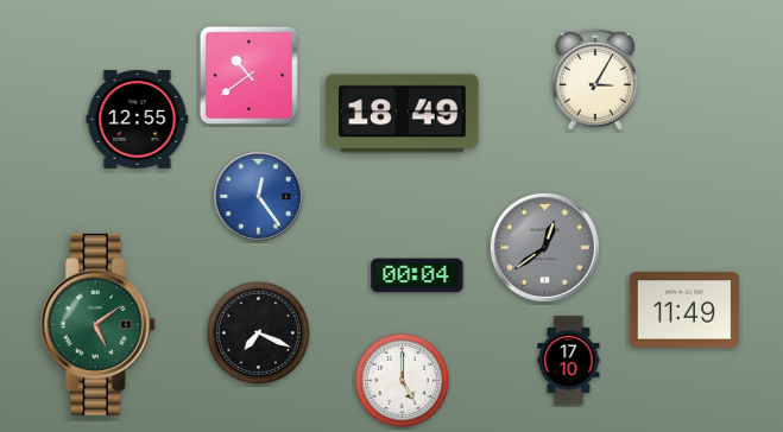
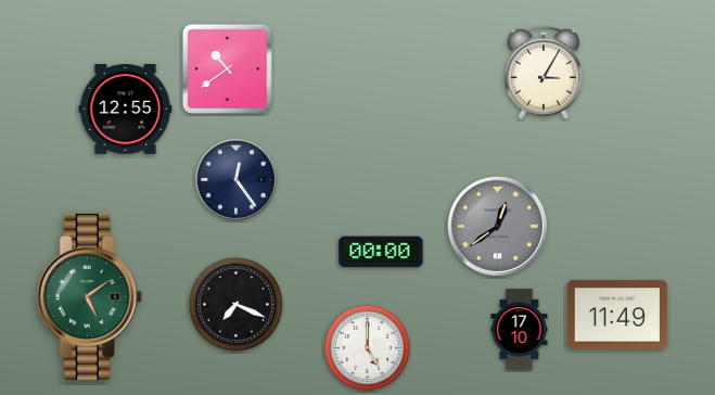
clock at (403, 114): 18:49 -> none
clock at (258, 196) dial: blue -> navy
clock at (417, 275): 00:04 -> 00:00
clock at (684, 310) position: (684, 310) -> (617, 315)
